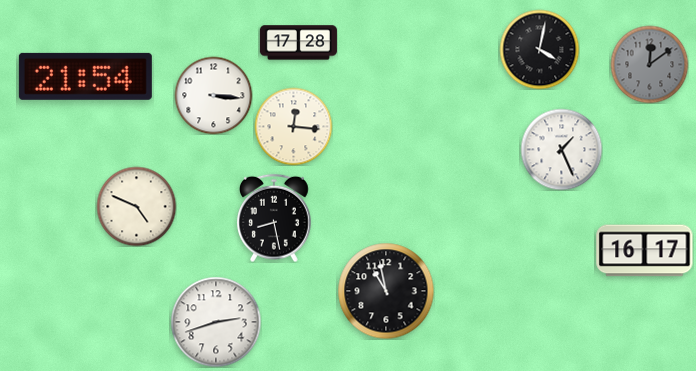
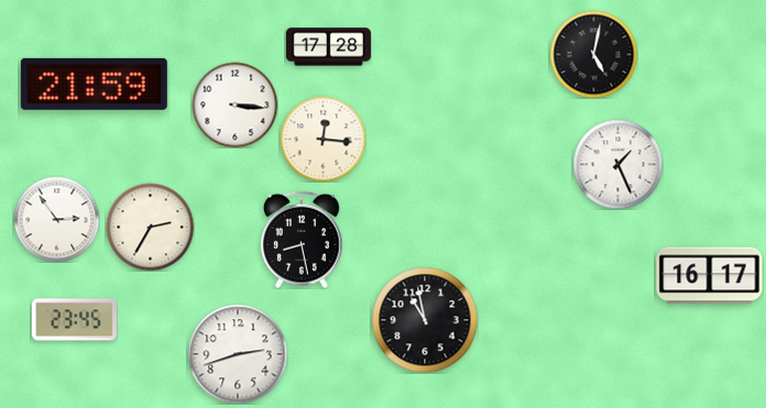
clock at (539, 49): 4:02 -> 5:02
clock at (649, 64): 12:09 -> none
clock at (85, 76): 21:54 -> 21:59
clock at (56, 219): none -> 2:54
clock at (136, 206): 4:49 -> 2:35
clock at (74, 320): none -> 23:45
